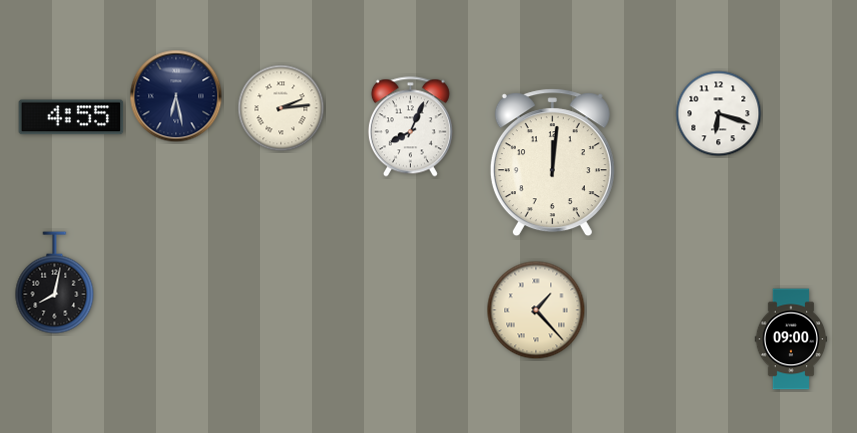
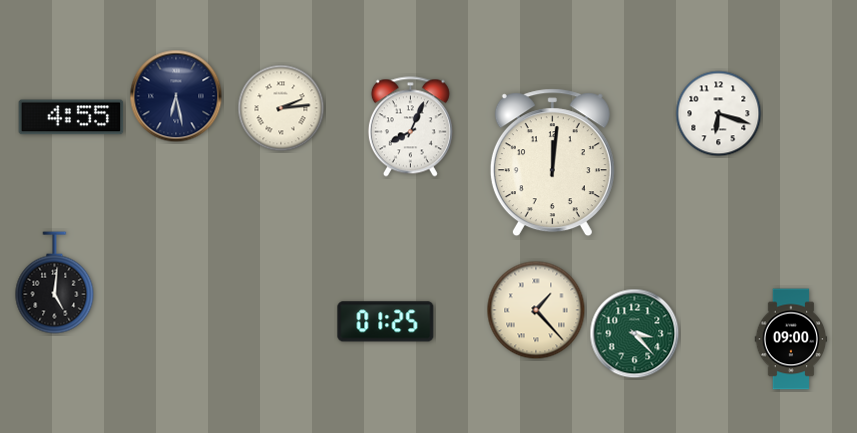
clock at (55, 283): 8:02 -> 5:01
clock at (386, 322): none -> 01:25
clock at (635, 334): none -> 3:23
